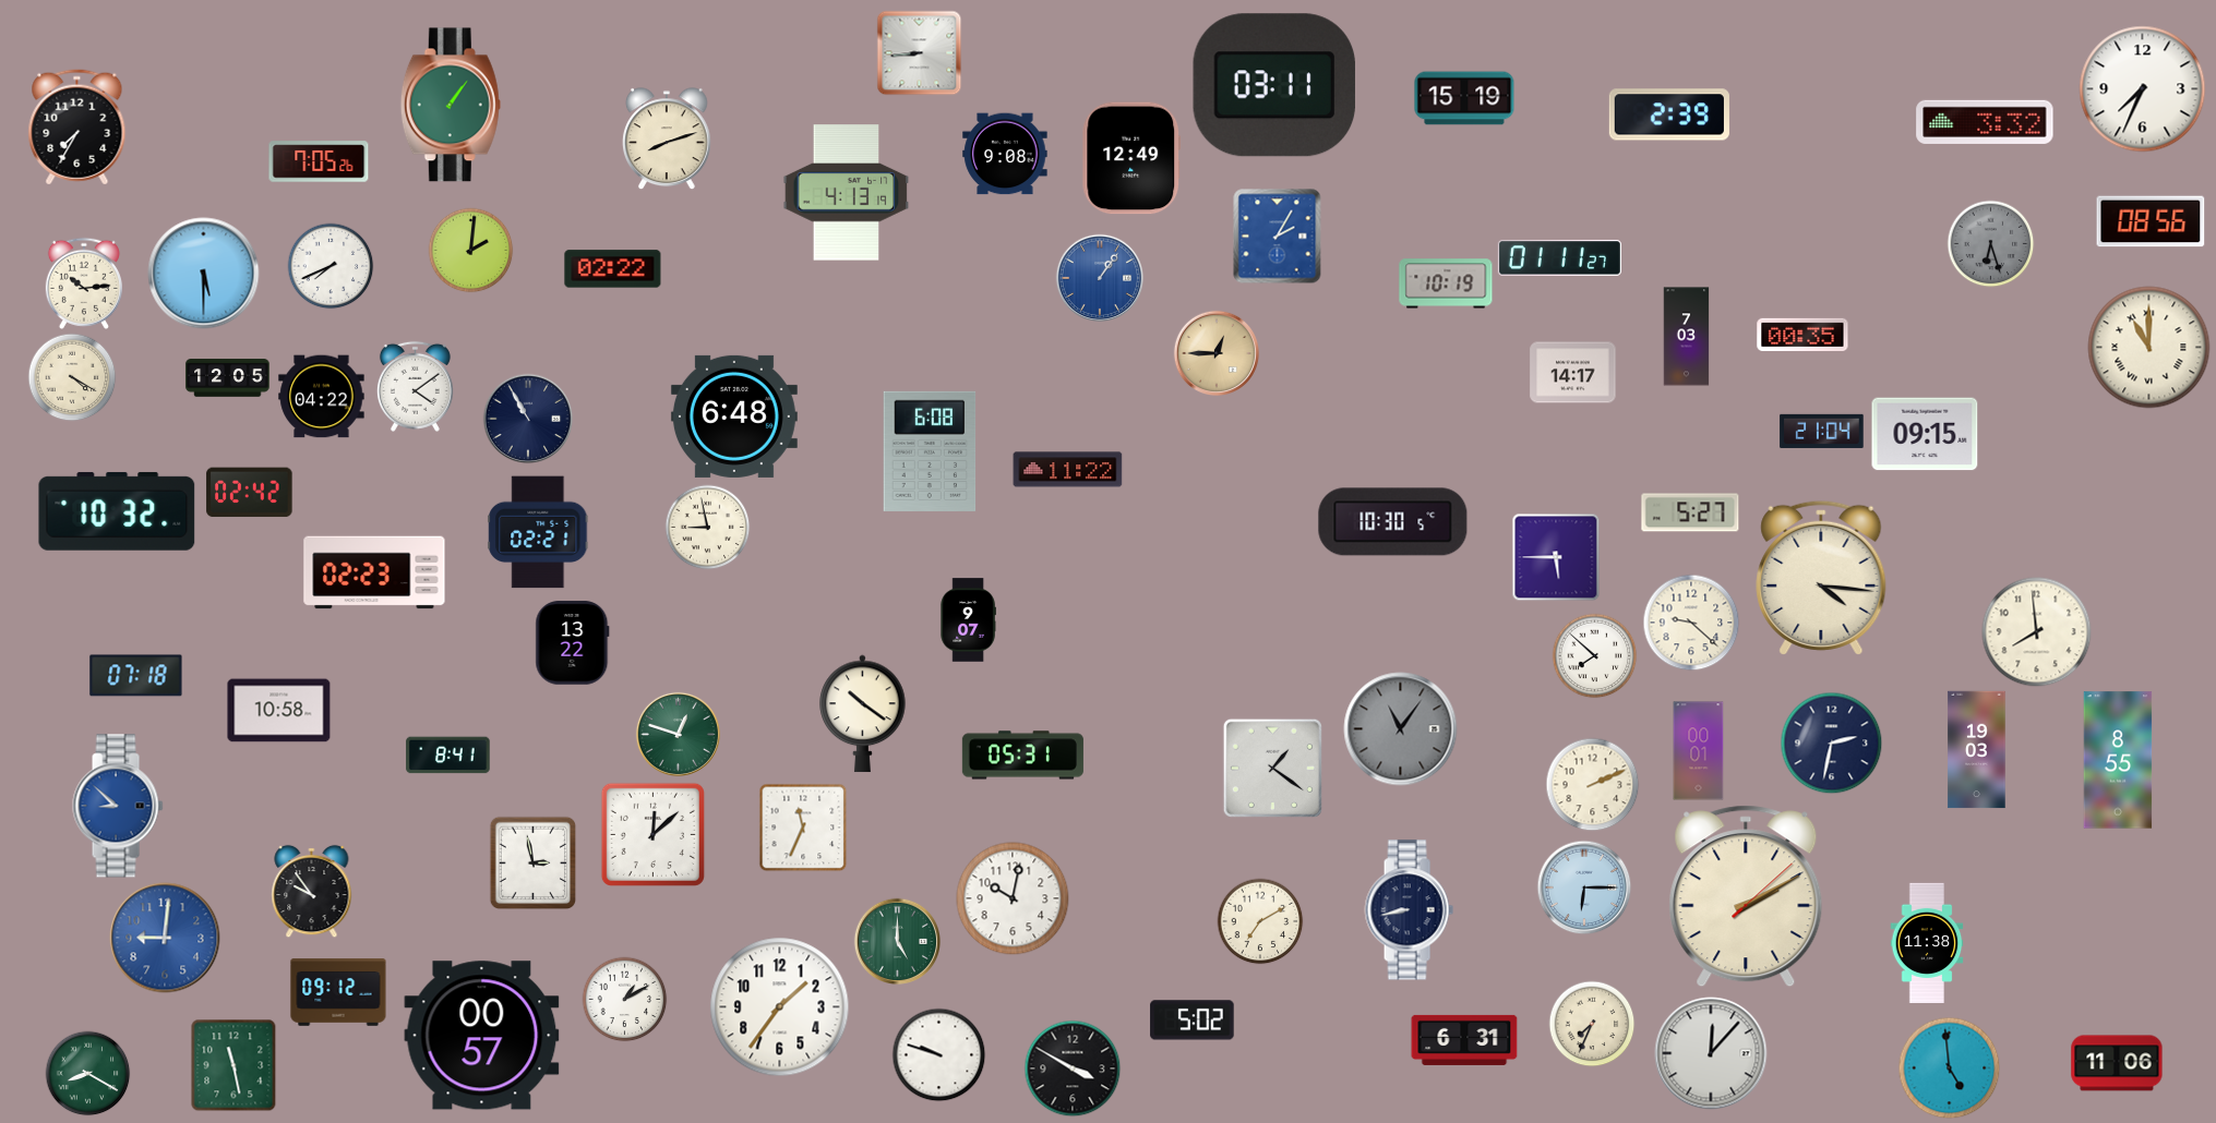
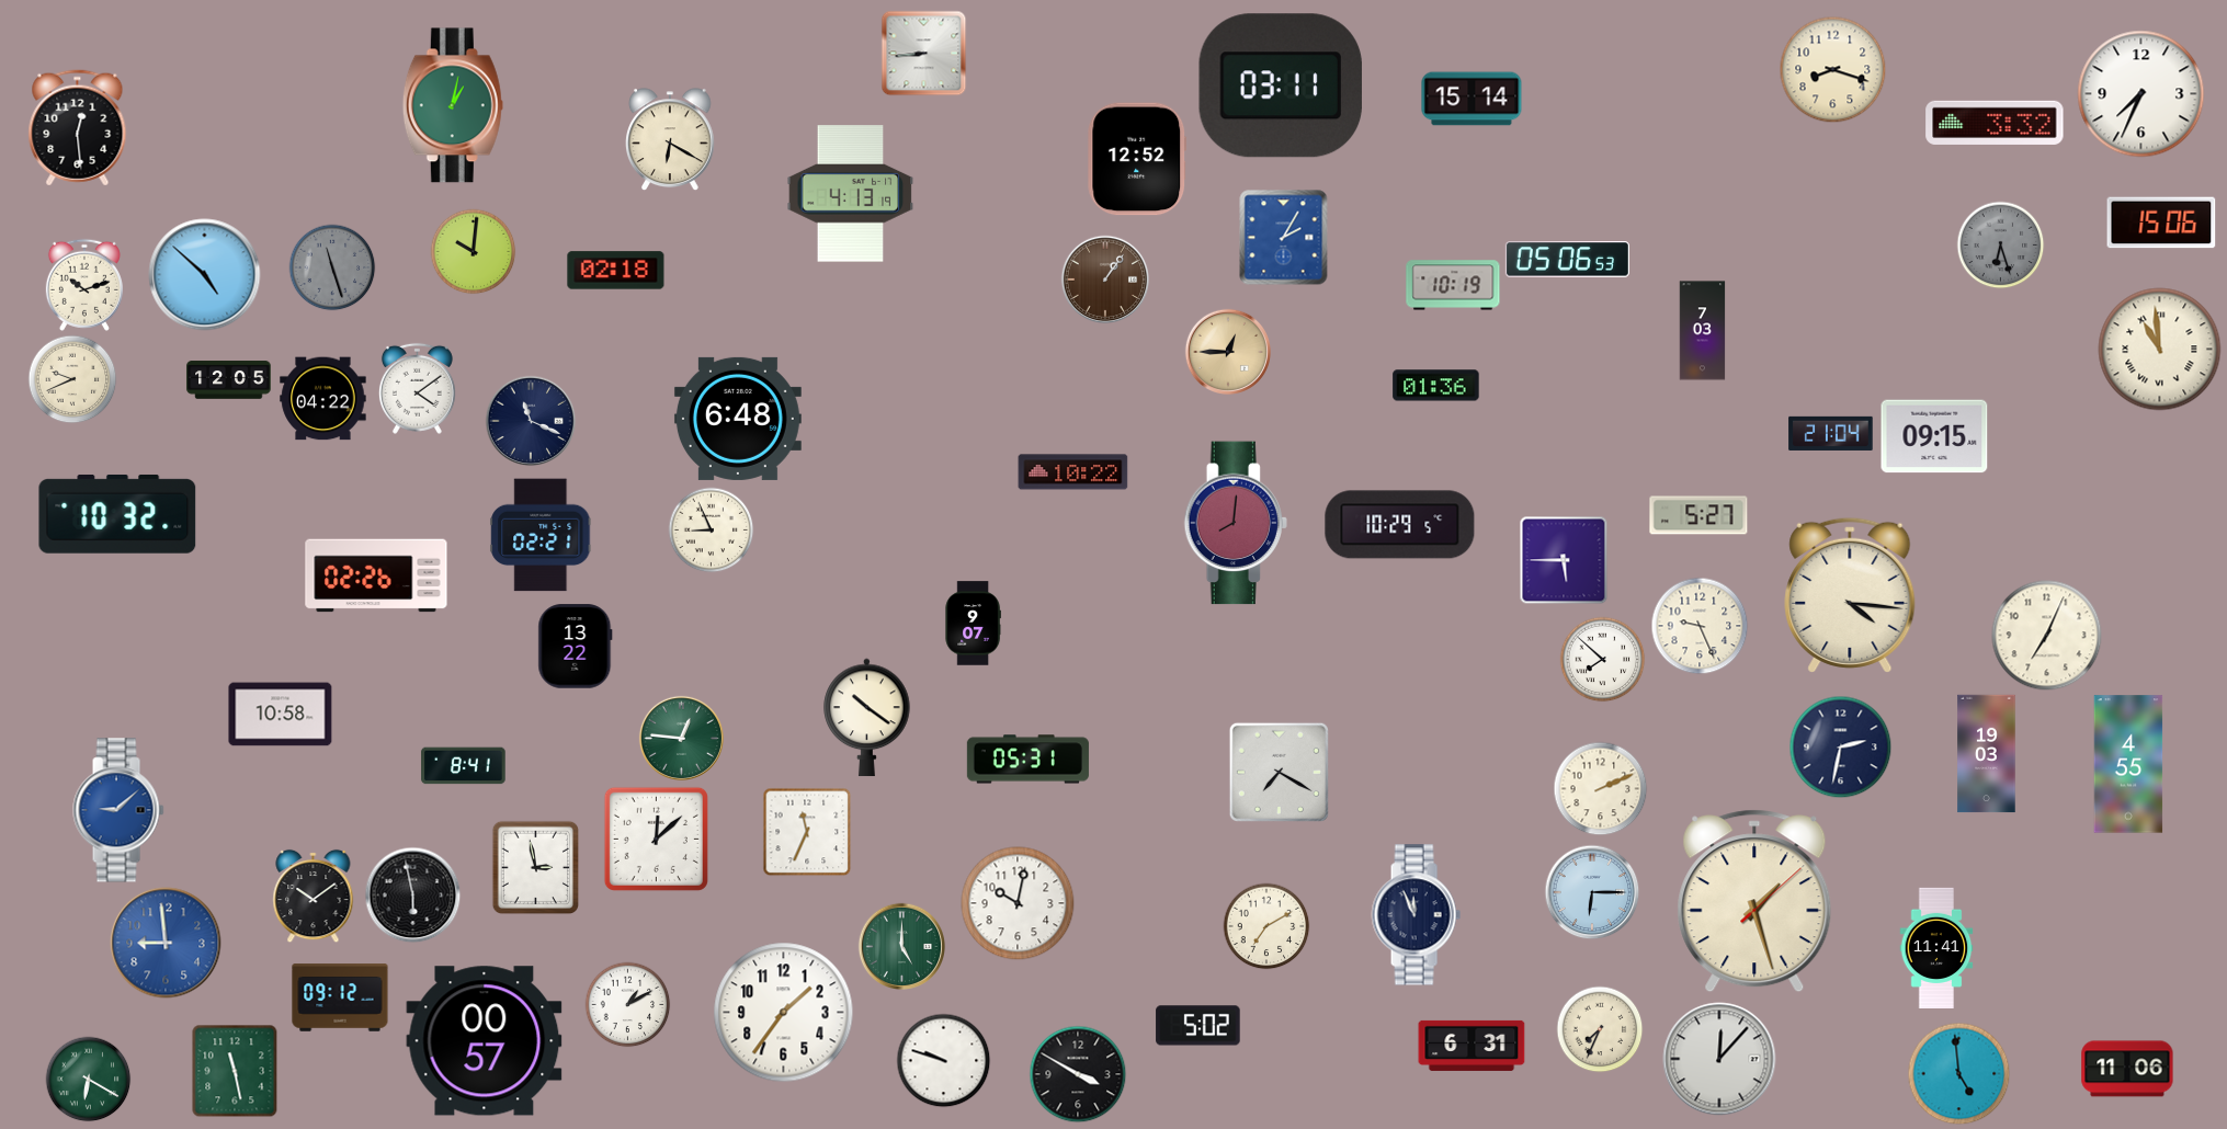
clock at (1832, 69): none -> 8:18
clock at (2143, 89) position: (2143, 89) -> (2141, 94)
clock at (1464, 98): 15:19 -> 15:14
clock at (451, 105): 1:06 -> 1:02
clock at (1669, 114): 2:39 -> none
clock at (77, 128): 7:35 -> 12:29
clock at (668, 138): 8:12 -> 6:20
clock at (1005, 154): 9:08 -> none
clock at (1131, 158): 12:49 -> 12:52
clock at (319, 161): 7:05 -> none
clock at (2151, 221): 08:56 -> 15:06
clock at (470, 250): 2:01 -> 10:01
clock at (1559, 258): 01:11 -> 05:06
clock at (331, 266): 7:41 -> 11:27
clock at (331, 266) dial: white -> grey
clock at (613, 269): 02:22 -> 02:18
clock at (204, 274): 5:30 -> 4:52
clock at (1100, 278) dial: blue -> brown
clock at (84, 283): 10:14 -> 10:12
clock at (1802, 335): 00:35 -> none
clock at (1687, 337) position: (1687, 337) -> (1703, 331)
clock at (2149, 348): 11:00 -> 10:59
clock at (1215, 352) position: (1215, 352) -> (1227, 351)
clock at (1573, 373): 14:17 -> none
clock at (72, 377): 4:20 -> 9:41
clock at (1436, 386): none -> 01:36
clock at (528, 419): 10:55 -> 11:19
clock at (930, 451): 6:08 -> none
clock at (1068, 470): 11:22 -> 10:22
clock at (250, 493): 02:42 -> none
clock at (1236, 523): none -> 8:01
clock at (1393, 522): 10:30 -> 10:29
clock at (707, 527): 8:58 -> 8:56
clock at (374, 572): 02:23 -> 02:26
clock at (1821, 578) position: (1821, 578) -> (1850, 595)
clock at (1691, 623): 9:22 -> 9:26
clock at (2037, 632): 7:59 -> 7:04
clock at (136, 676): 07:18 -> none
clock at (1401, 729): 11:06 -> none
clock at (678, 734): 12:48 -> 12:46
clock at (1699, 751): 00:01 -> none
clock at (448, 756) position: (448, 756) -> (464, 766)
clock at (2118, 760): 8:55 -> 4:55
clock at (1272, 768): 1:21 -> 7:20
clock at (118, 806): 8:52 -> 9:08
clock at (412, 894): none -> 5:58
clock at (312, 891): 9:54 -> 10:09
clock at (1746, 896): 2:10 -> 1:27
clock at (1409, 910): 8:43 -> 11:56
clock at (165, 938): 9:01 -> 8:59
clock at (1927, 942): 11:38 -> 11:41
clock at (87, 1073): 8:20 -> 6:20
